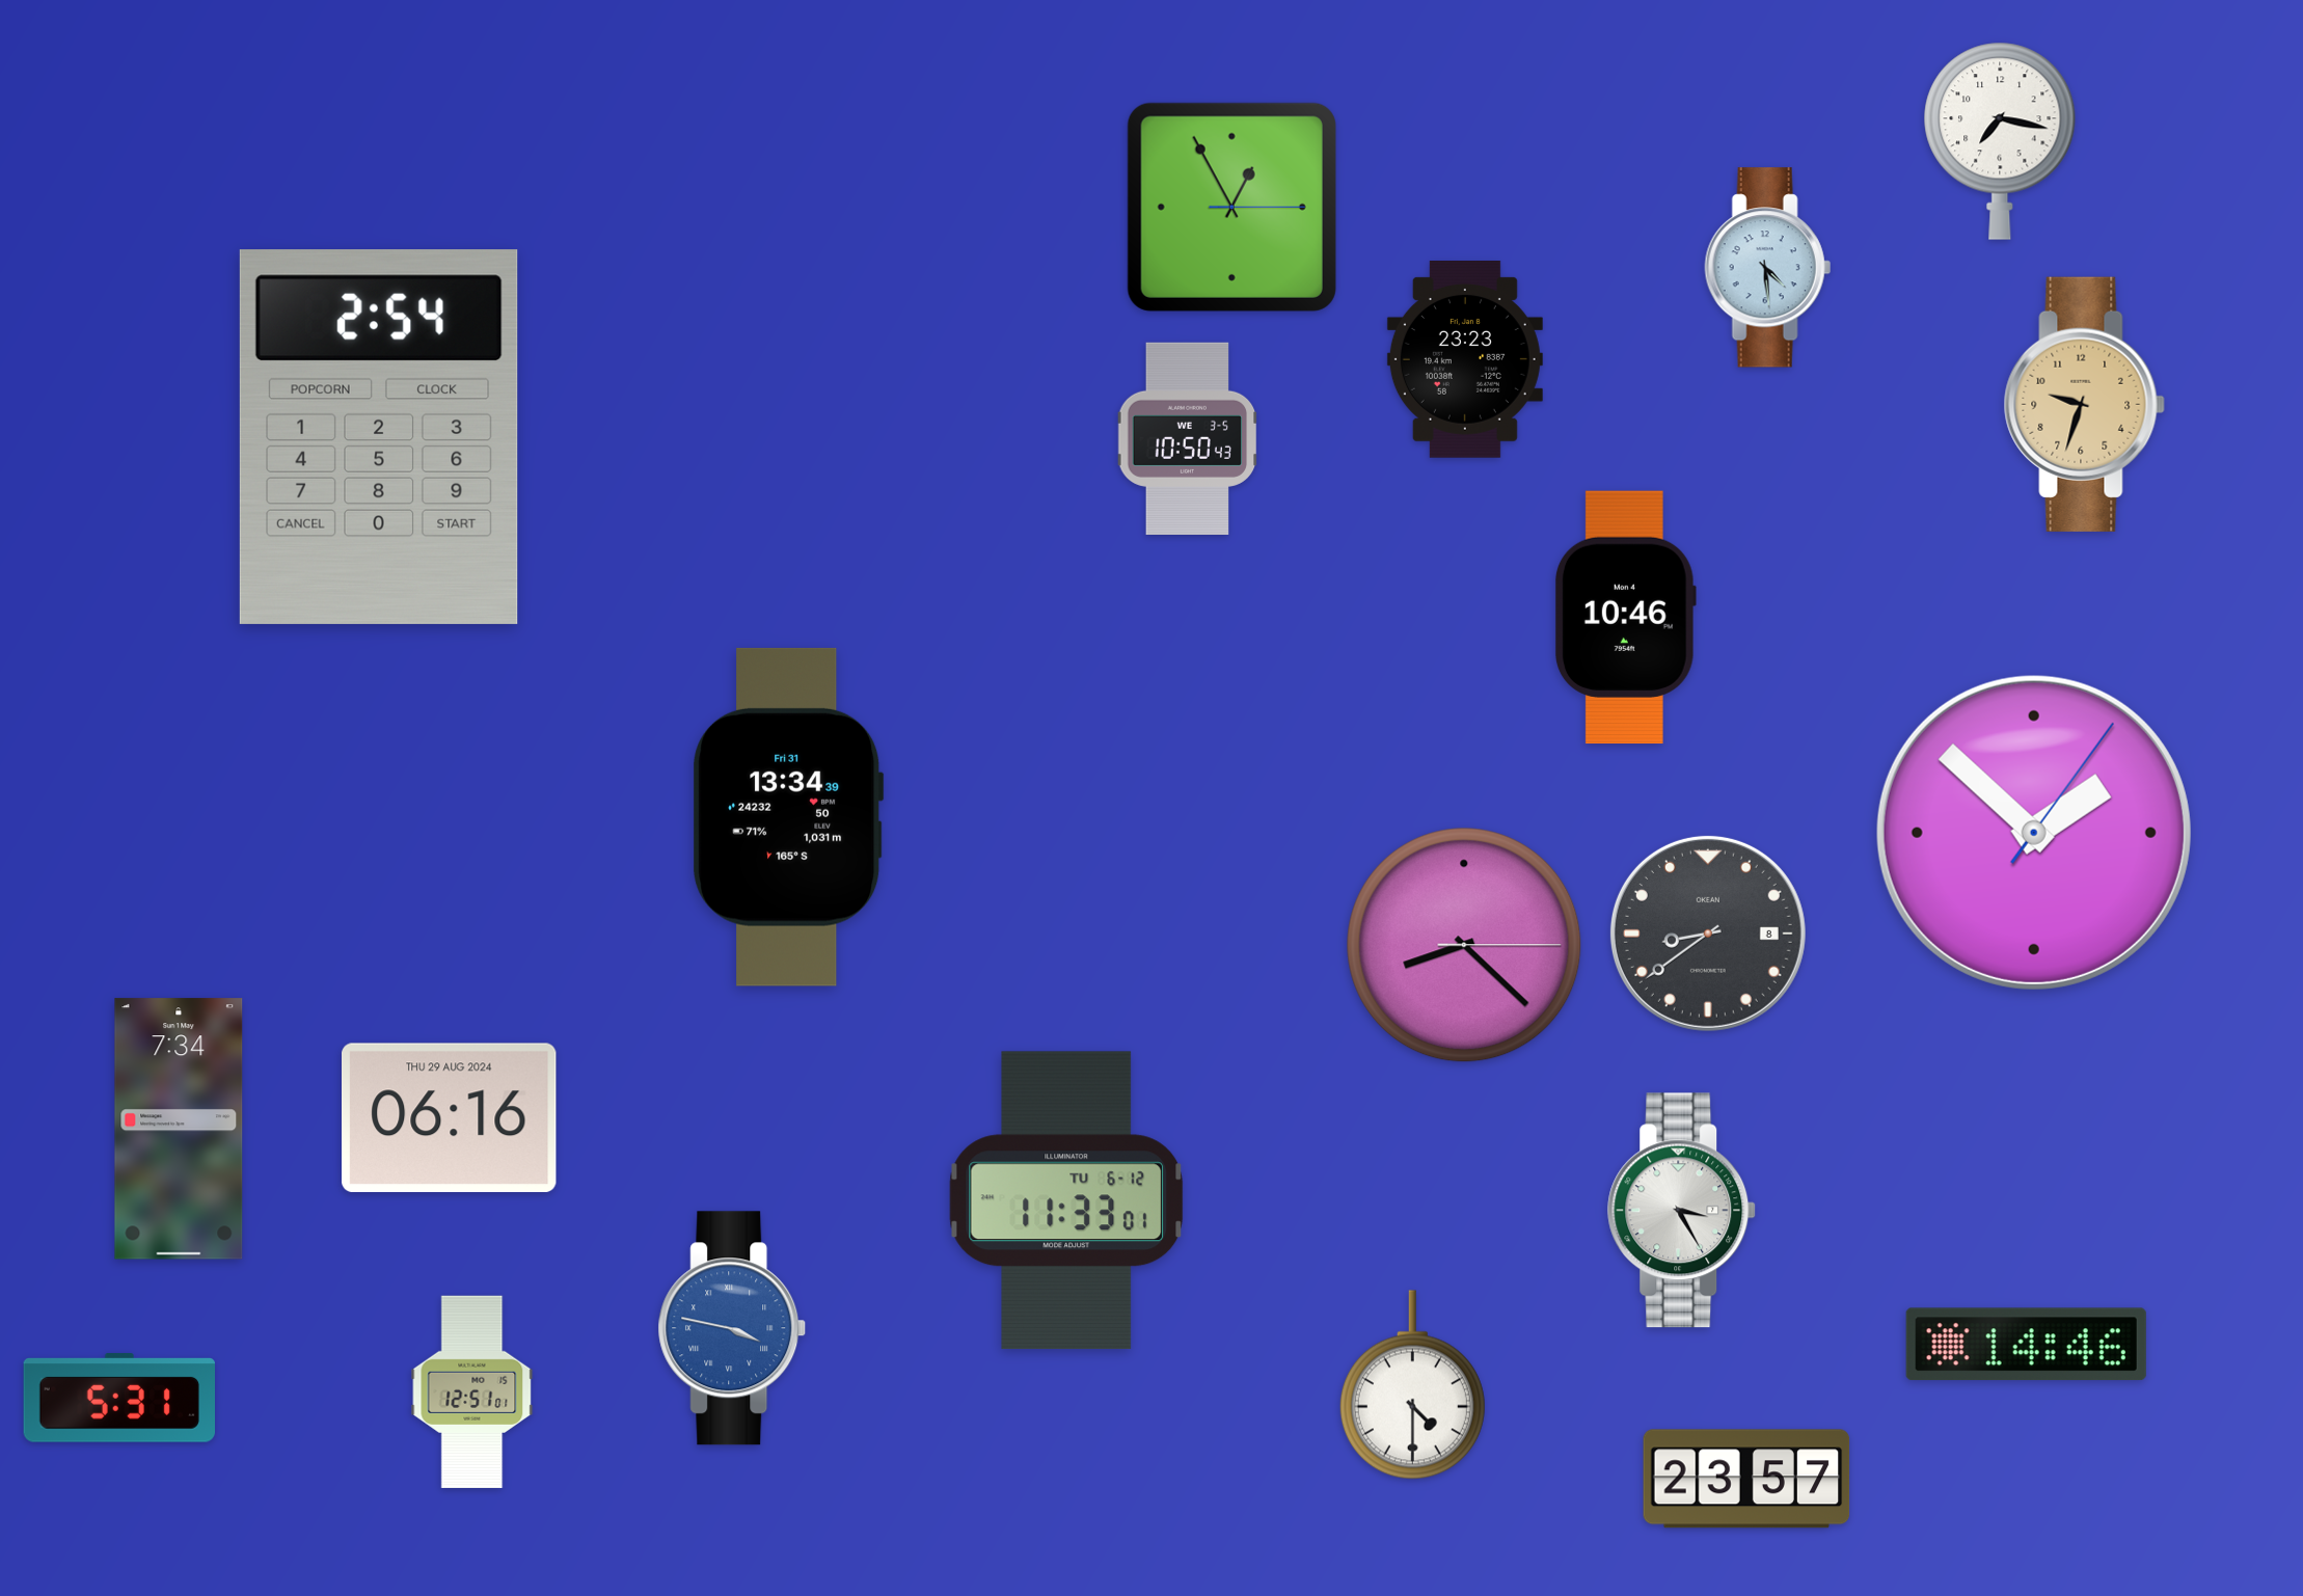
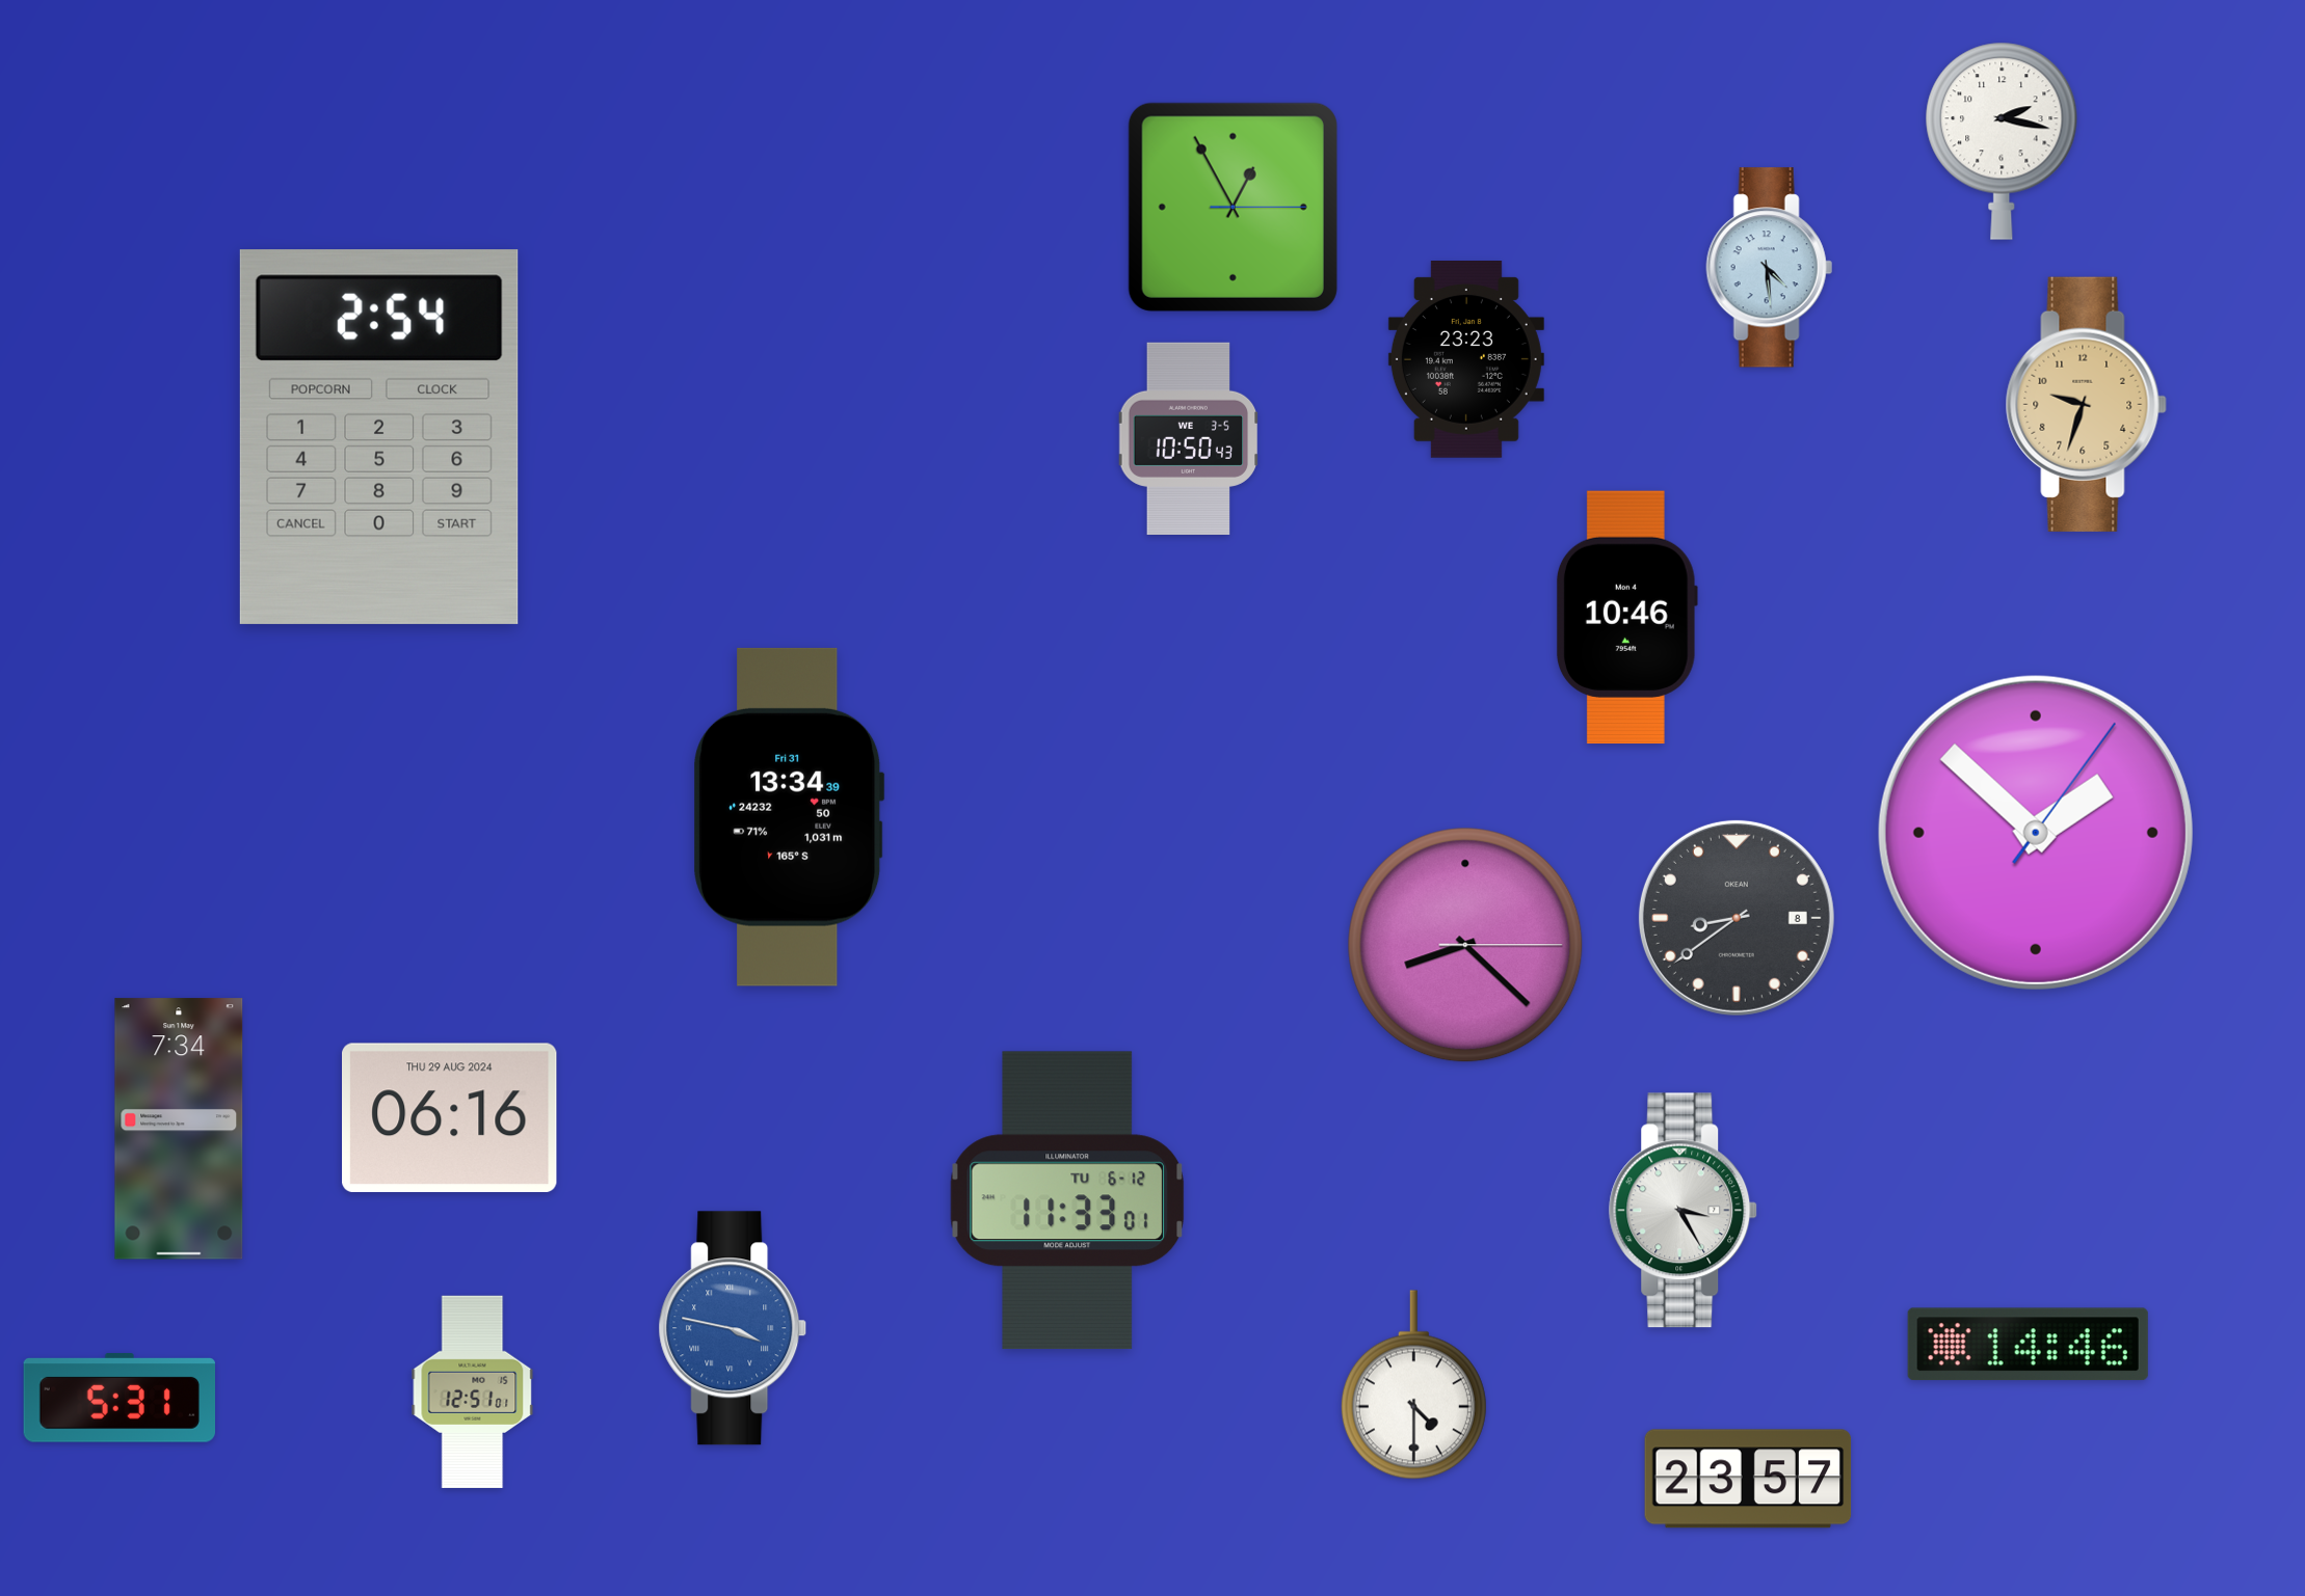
clock at (2000, 141): 7:17 -> 2:17
clock at (1708, 934) position: (1708, 934) -> (1737, 918)
